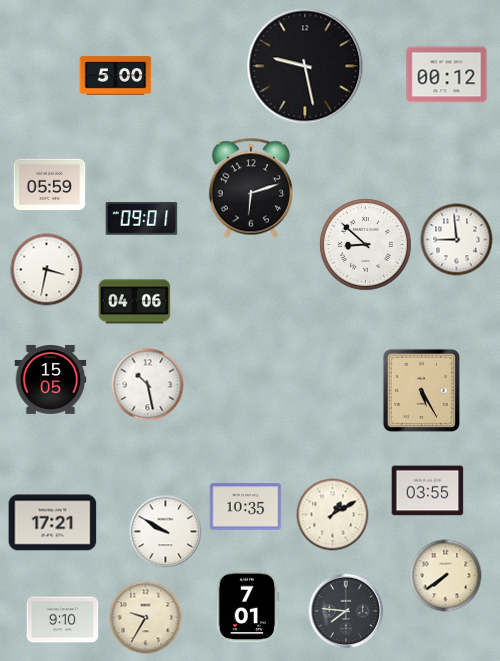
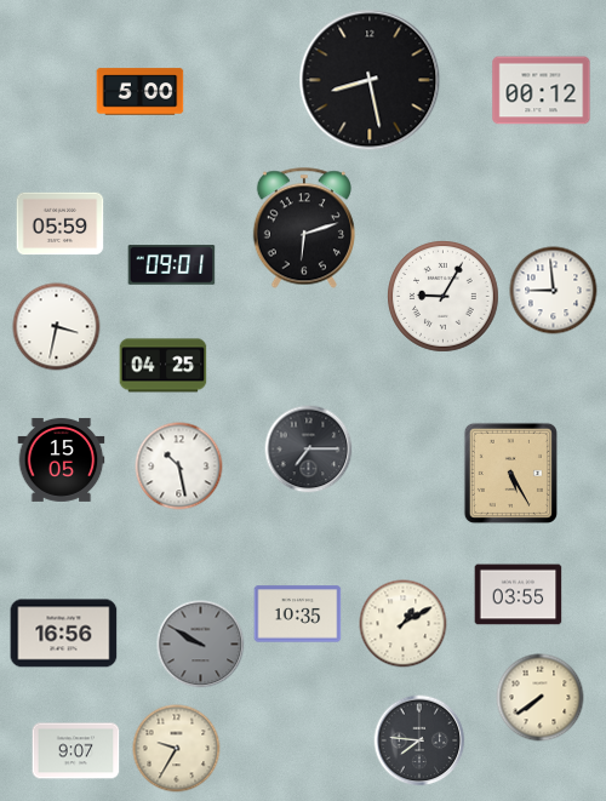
clock at (305, 66): 9:28 -> 8:28
clock at (366, 245): 8:52 -> 9:05
clock at (135, 302): 04:06 -> 04:25
clock at (309, 450): none -> 7:15
clock at (53, 523): 17:21 -> 16:56
clock at (166, 532) dial: white -> grey
clock at (248, 607): 7:01 -> none
clock at (63, 620): 9:10 -> 9:07
